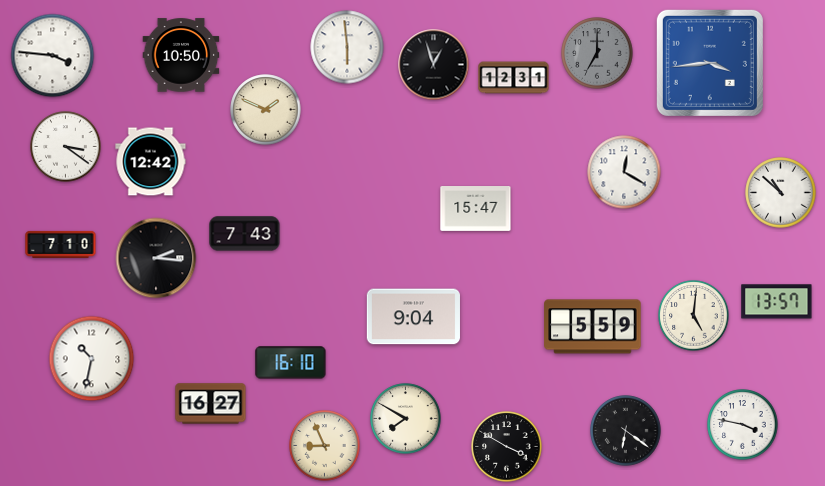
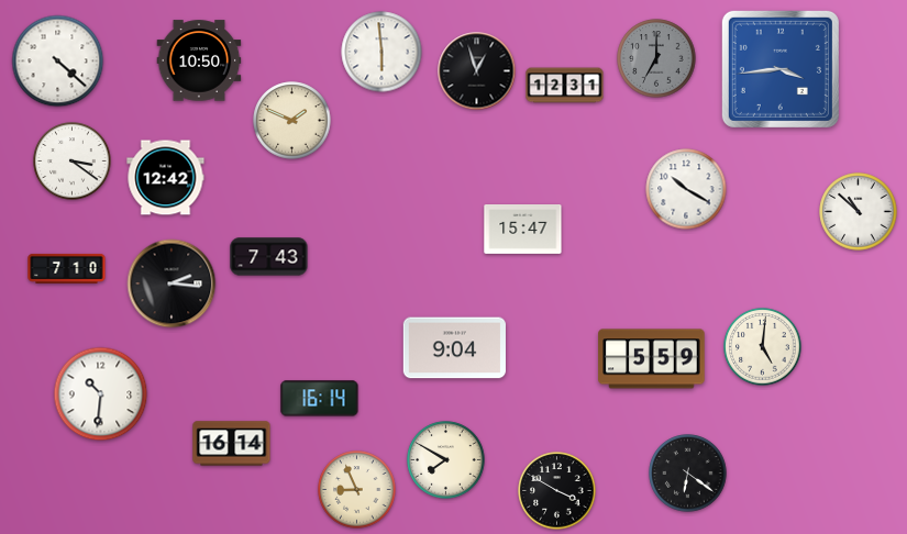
clock at (53, 56): 3:46 -> 4:22
clock at (624, 172): 12:20 -> 10:20
clock at (777, 302): 13:57 -> none
clock at (92, 359): 10:32 -> 10:31
clock at (291, 363): 16:10 -> 16:14
clock at (211, 404): 16:27 -> 16:14
clock at (743, 425): 3:47 -> none
